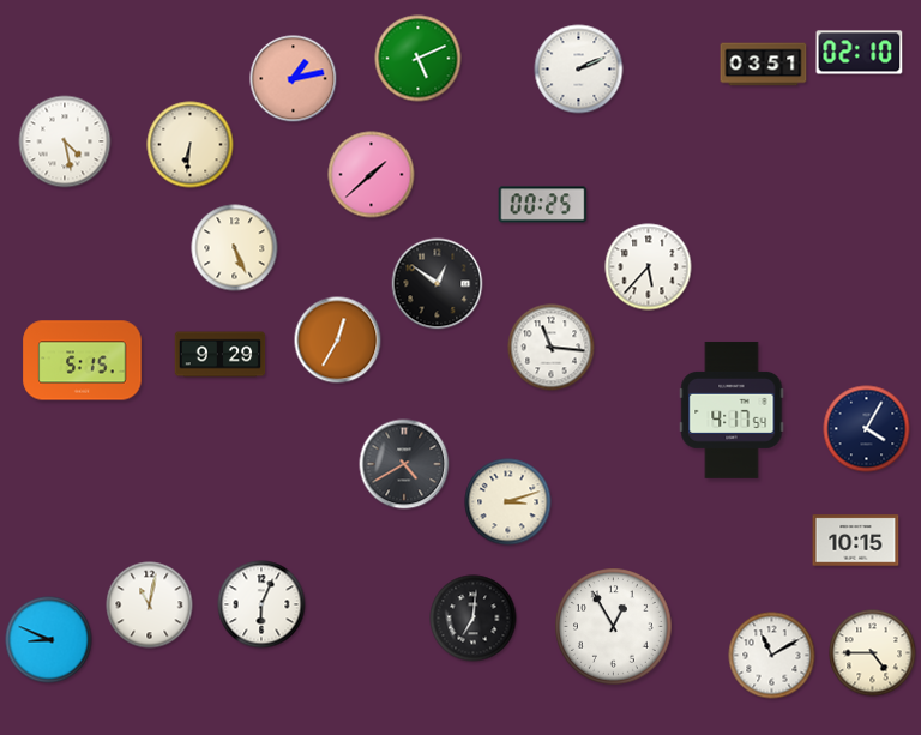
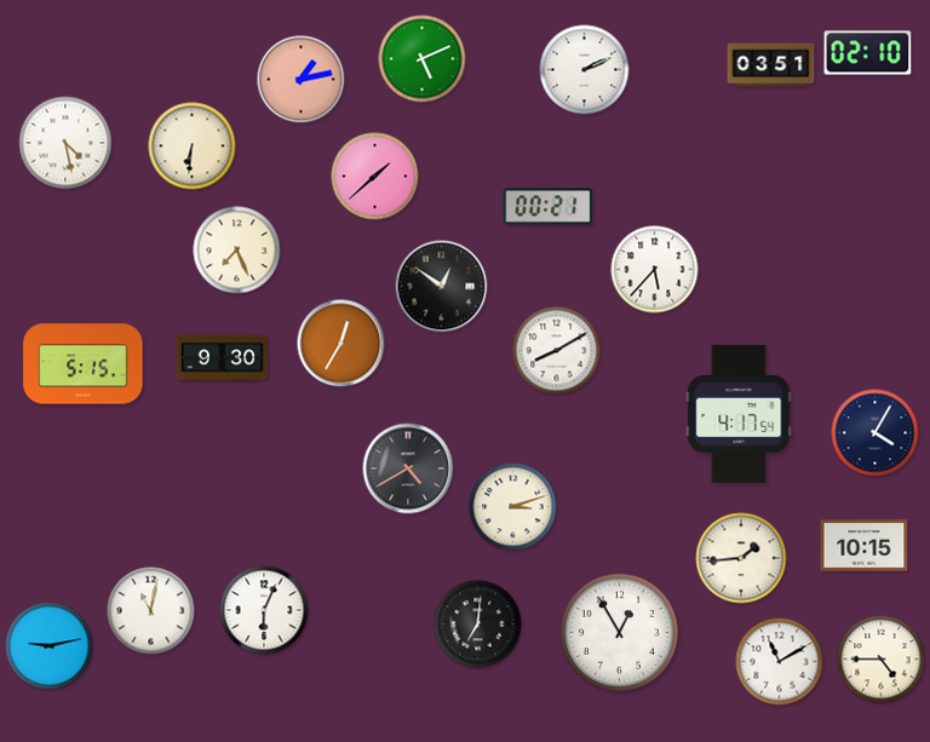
clock at (294, 79) position: (294, 79) -> (302, 80)
clock at (543, 205): 00:25 -> 00:21
clock at (235, 248): 5:26 -> 7:26
clock at (552, 348): 11:16 -> 8:10
clock at (221, 355): 9:29 -> 9:30
clock at (741, 558): none -> 1:44
clock at (49, 640): 8:49 -> 9:13
